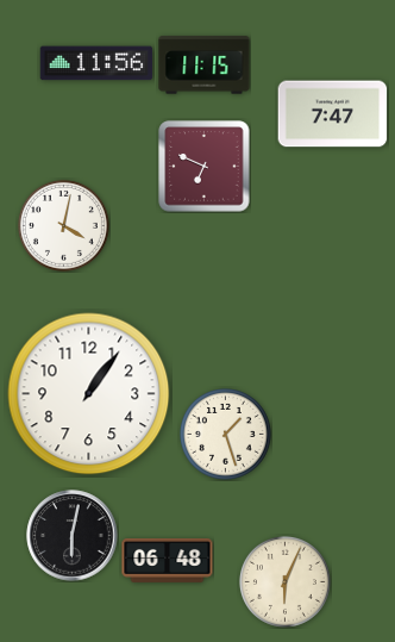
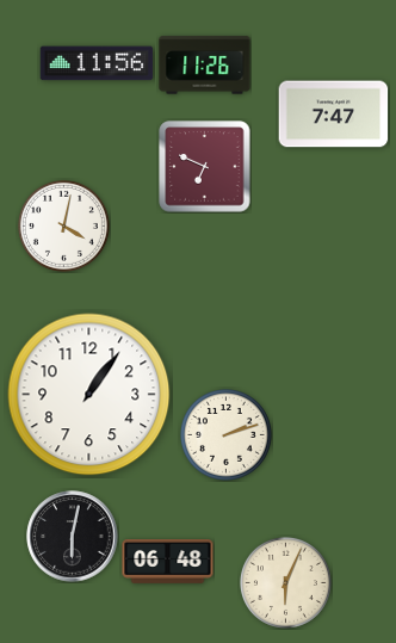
clock at (205, 66): 11:15 -> 11:26
clock at (225, 434): 1:27 -> 2:12
